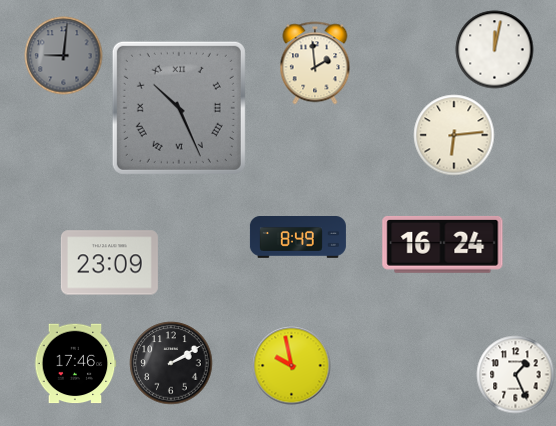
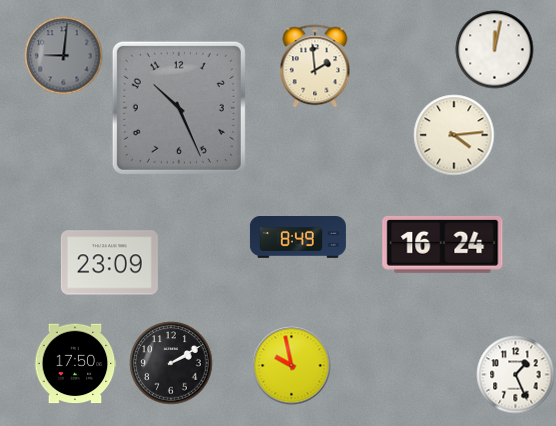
clock at (315, 63) position: (315, 63) -> (315, 66)
clock at (179, 108) numerals: Roman -> Arabic
clock at (454, 135): 6:14 -> 4:14
clock at (75, 364): 17:46 -> 17:50
